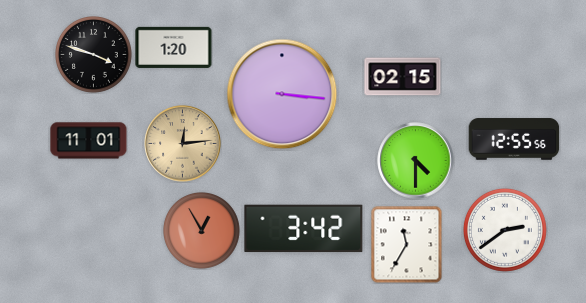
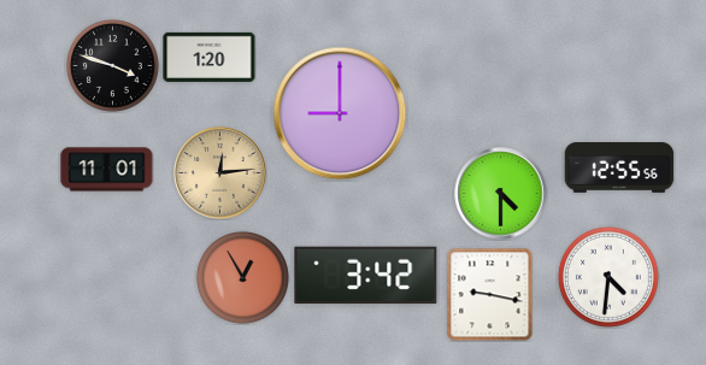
clock at (403, 77): 02:15 -> none
clock at (282, 94): 3:16 -> 9:00
clock at (505, 230): 2:39 -> 4:31
clock at (407, 244): 11:35 -> 9:17
